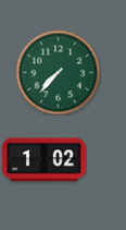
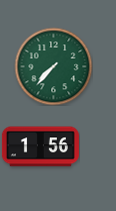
clock at (43, 160): 1:02 -> 1:56
